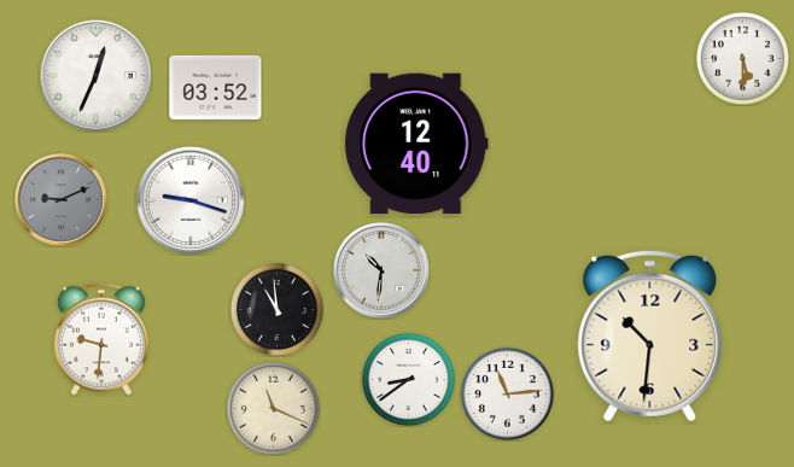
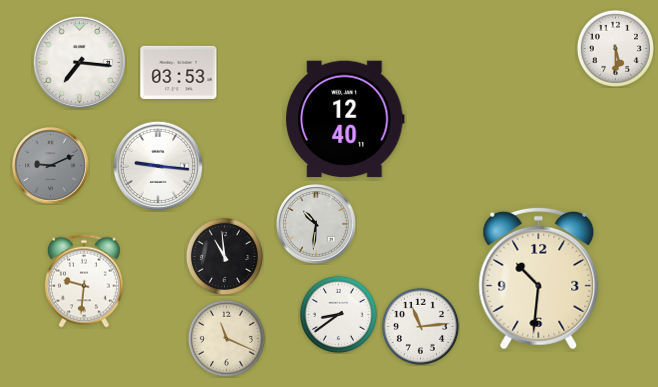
clock at (95, 75): 12:34 -> 7:16
clock at (216, 87): 03:52 -> 03:53
clock at (189, 199): 9:18 -> 9:16
clock at (276, 309) position: (276, 309) -> (224, 256)
